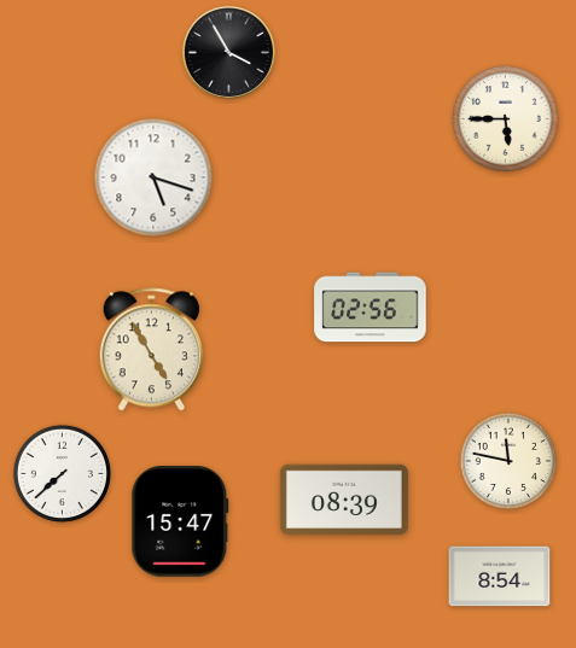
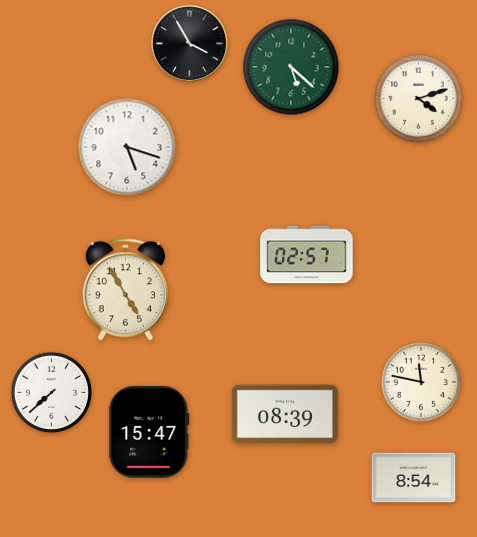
clock at (291, 67): none -> 5:22
clock at (506, 119): 5:45 -> 4:12
clock at (371, 308): 02:56 -> 02:57
